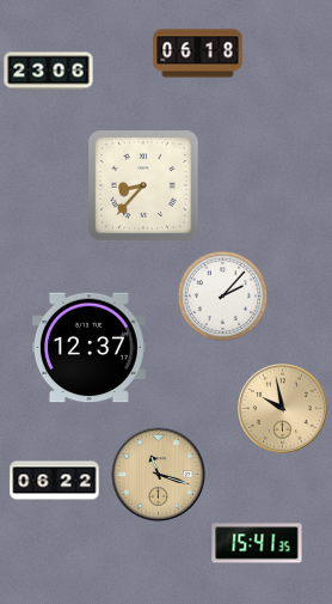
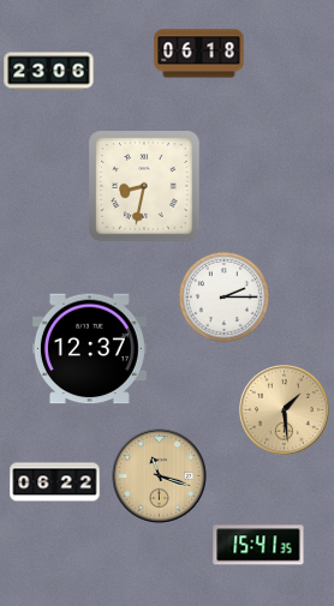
clock at (143, 185): 8:37 -> 8:32
clock at (222, 295): 2:07 -> 2:15
clock at (283, 409): 9:58 -> 1:29
